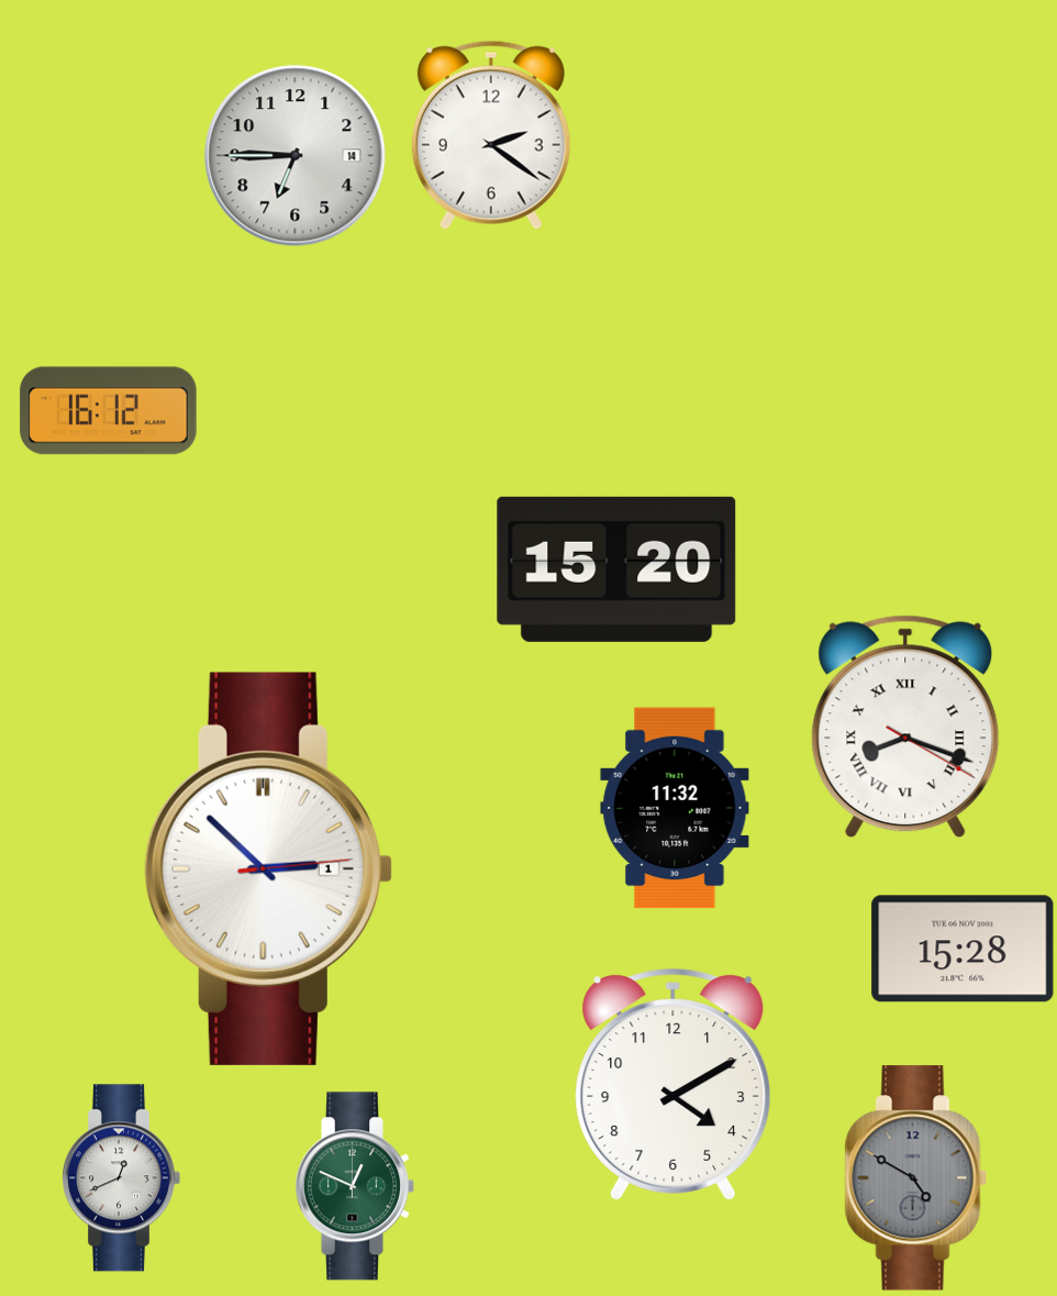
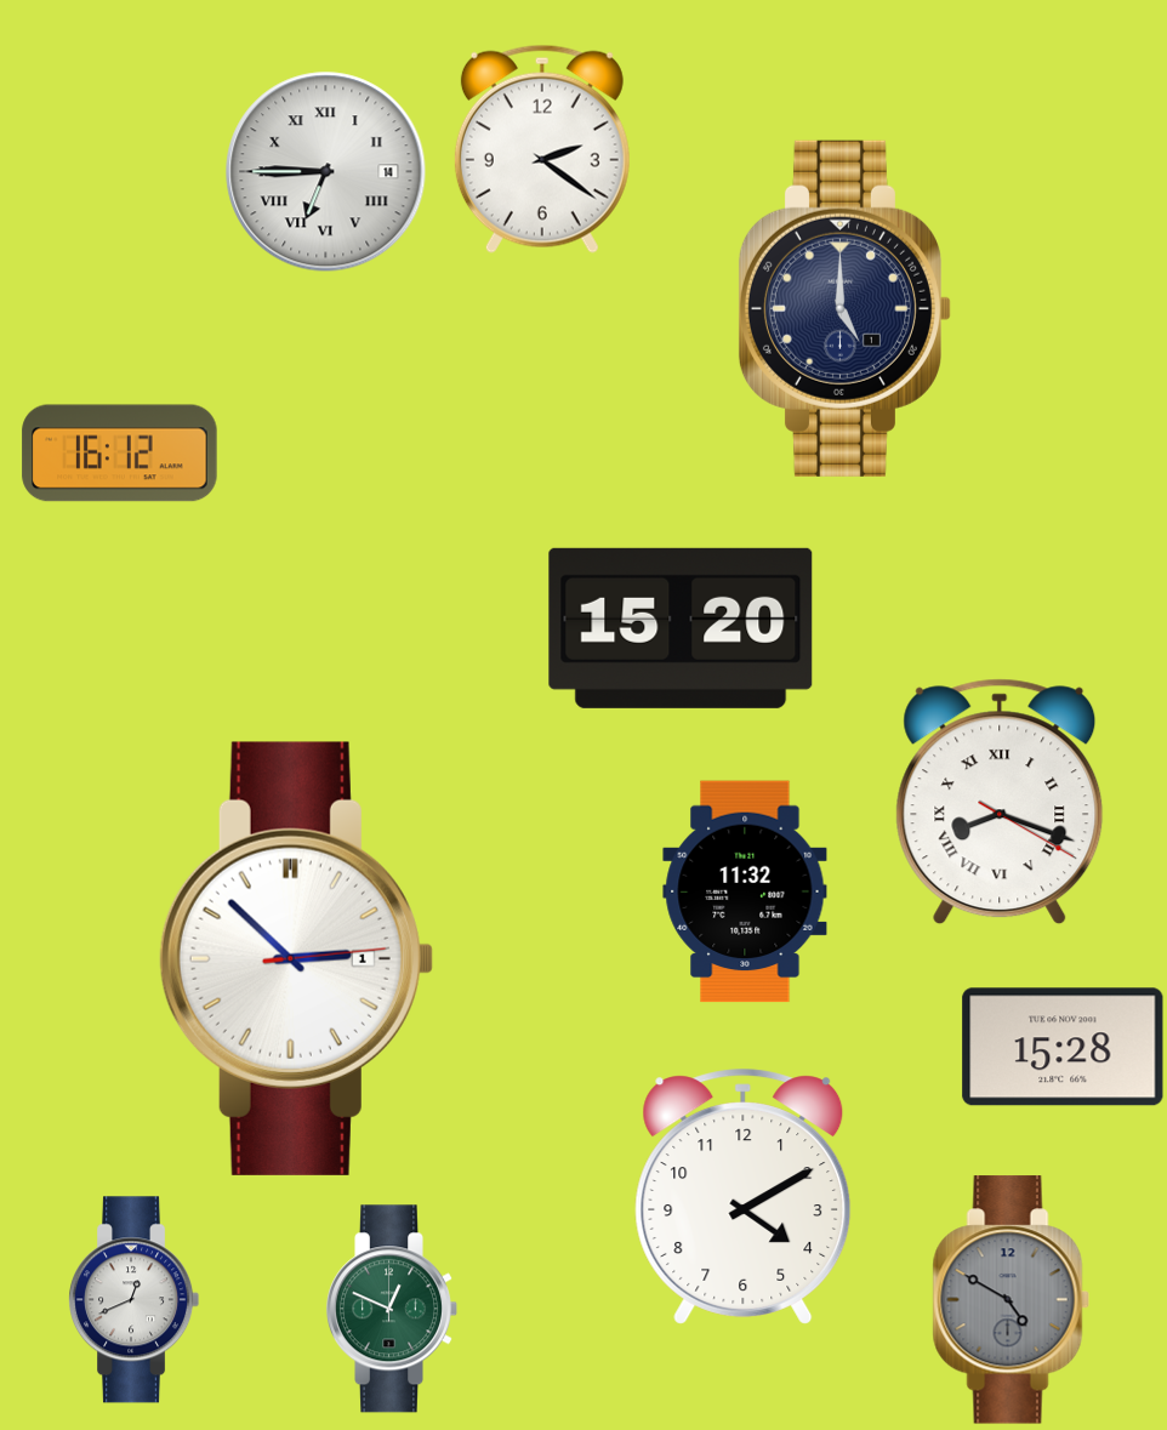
clock at (296, 156) numerals: Arabic -> Roman
clock at (844, 308): none -> 5:00
